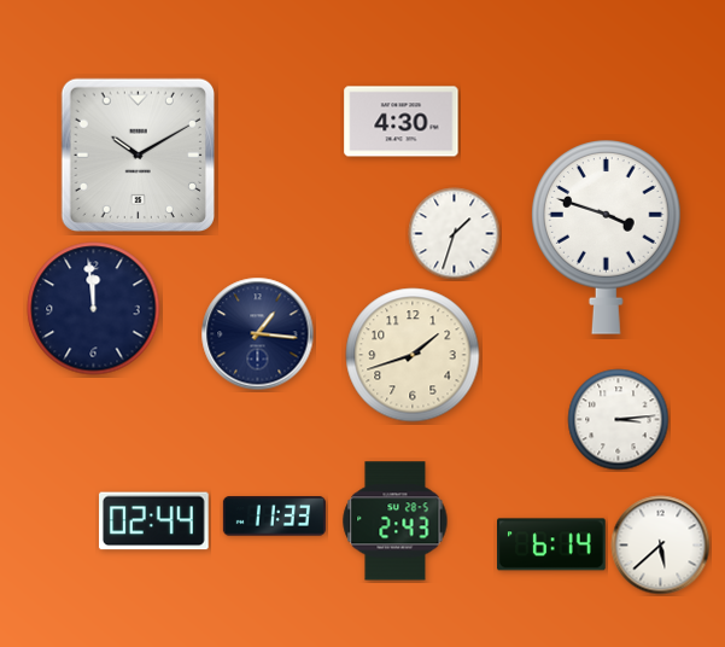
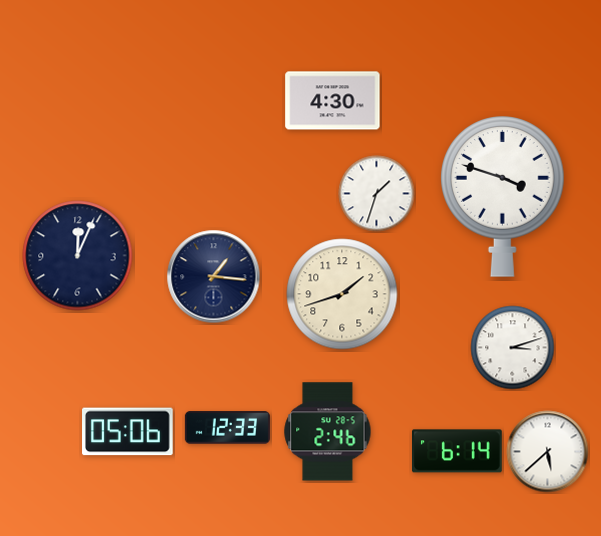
clock at (138, 155): 10:10 -> none
clock at (94, 309): 11:59 -> 12:04
clock at (619, 420): 3:14 -> 3:12
clock at (274, 517): 11:33 -> 12:33
clock at (154, 521): 02:44 -> 05:06
clock at (396, 521): 2:43 -> 2:46
